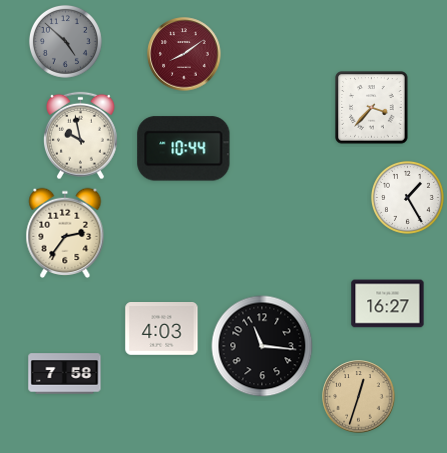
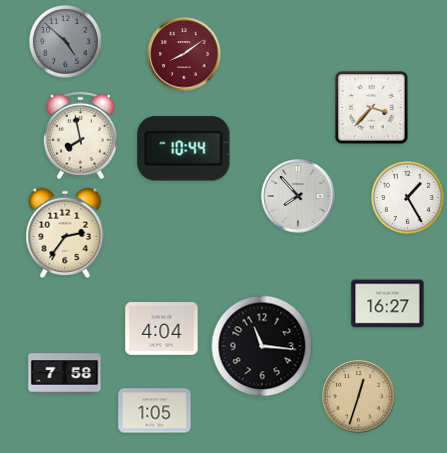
clock at (81, 136): 9:58 -> 7:58
clock at (298, 196): none -> 7:53
clock at (162, 329): 4:03 -> 4:04
clock at (155, 411): none -> 1:05
